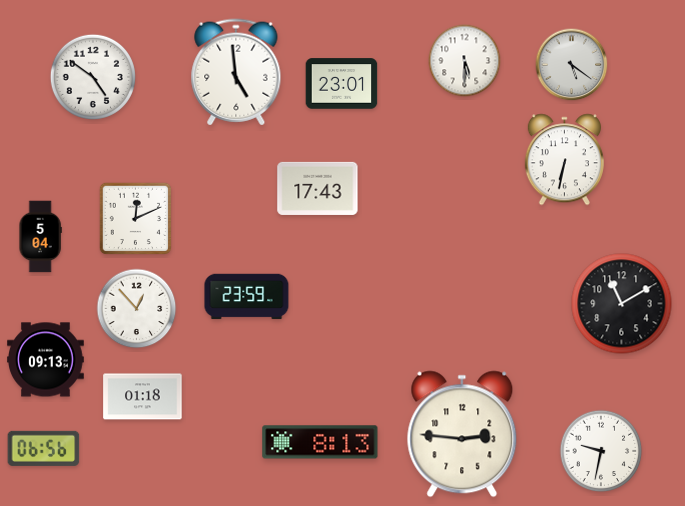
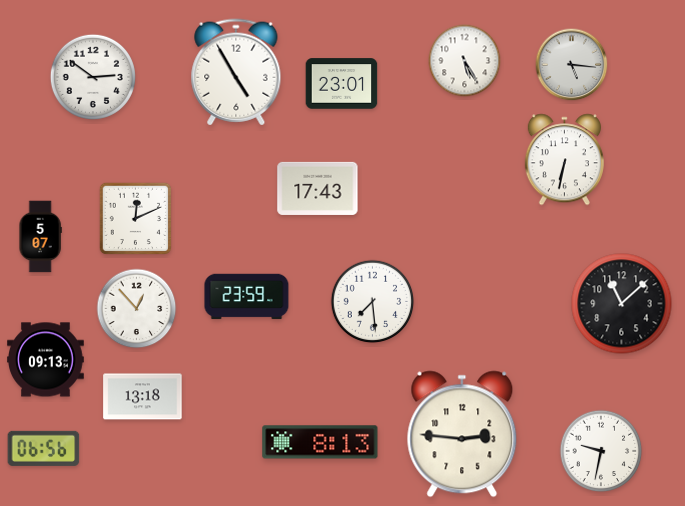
clock at (465, 61): 5:30 -> 5:25
clock at (572, 65): 5:21 -> 5:16
clock at (236, 72): 4:59 -> 4:55
clock at (93, 77): 4:51 -> 2:51
clock at (40, 237): 5:04 -> 5:07
clock at (373, 302): none -> 7:29
clock at (622, 304): 11:10 -> 11:08
clock at (143, 397): 01:18 -> 13:18
